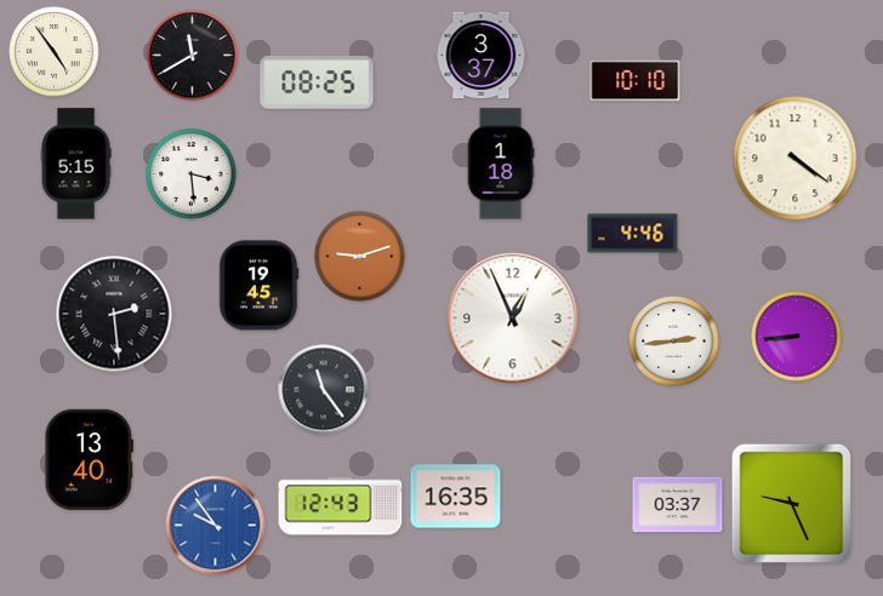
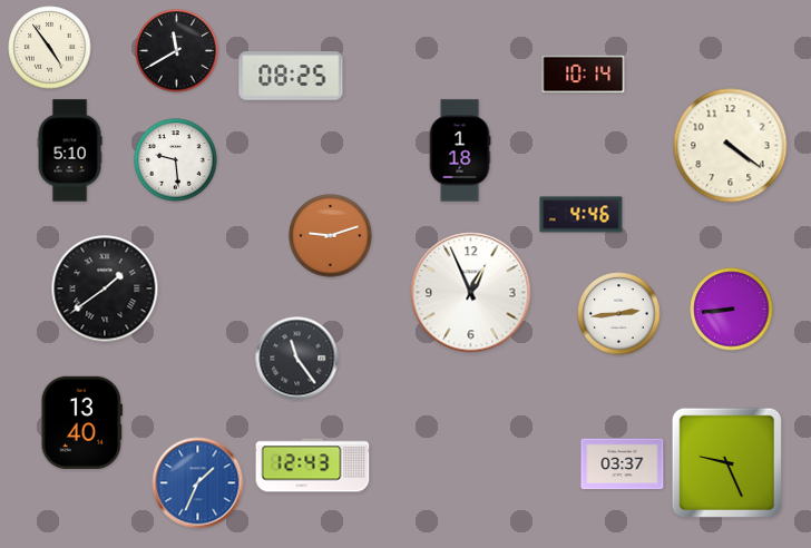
clock at (482, 56): 3:37 -> none
clock at (636, 81): 10:10 -> 10:14
clock at (76, 164): 5:15 -> 5:10
clock at (192, 174): 3:29 -> 9:29
clock at (258, 286): 19:45 -> none
clock at (114, 314): 2:29 -> 1:39
clock at (456, 497): 16:35 -> none
clock at (216, 526): 9:54 -> 1:34
